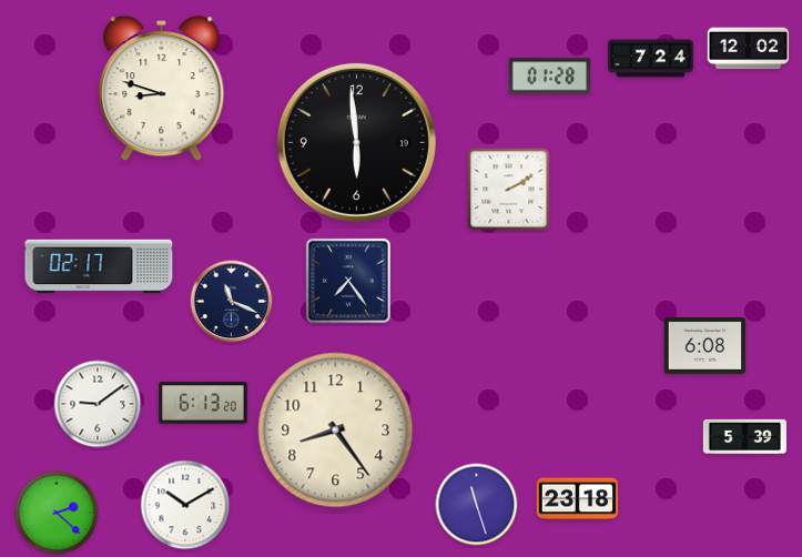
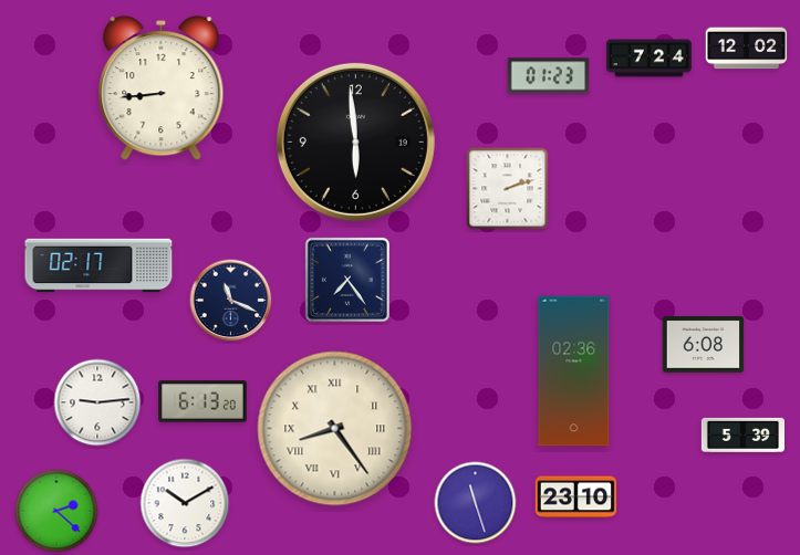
clock at (550, 77): 01:28 -> 01:23
clock at (162, 89): 8:48 -> 8:44
clock at (509, 190): 2:10 -> 2:12
clock at (574, 371): none -> 02:36
clock at (98, 404): 9:09 -> 9:14
clock at (336, 431) numerals: Arabic -> Roman
clock at (578, 499): 23:18 -> 23:10
